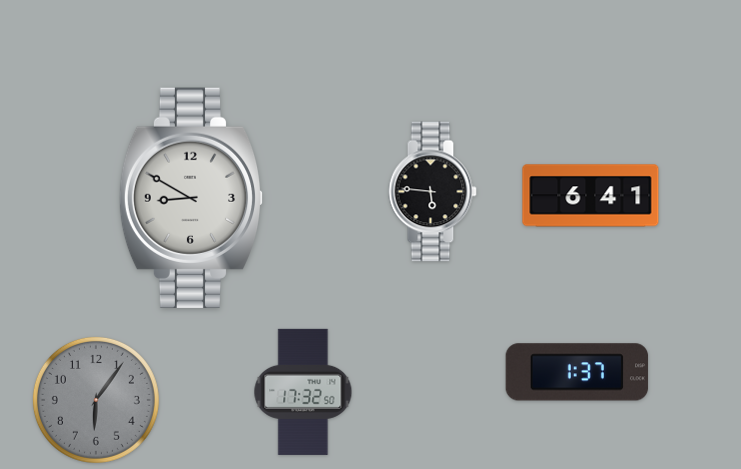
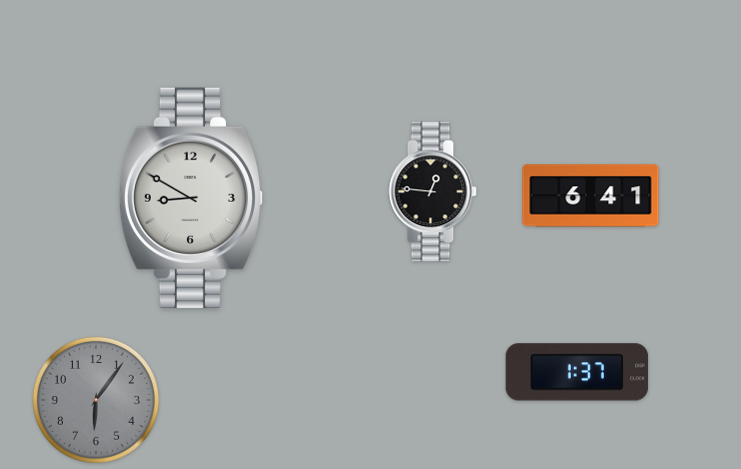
clock at (432, 192): 5:46 -> 12:46
clock at (303, 392): 17:32 -> none
